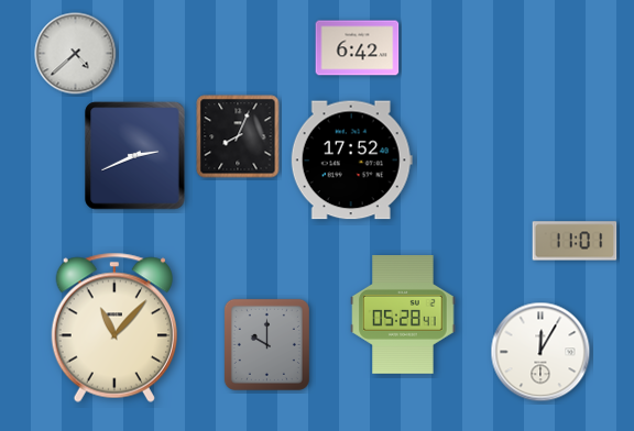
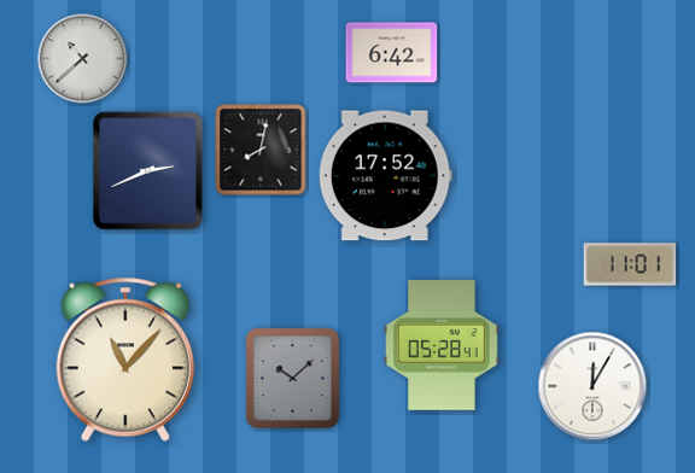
clock at (76, 54): 4:38 -> 10:38
clock at (238, 136): 8:04 -> 8:02
clock at (266, 344): 10:00 -> 10:08
